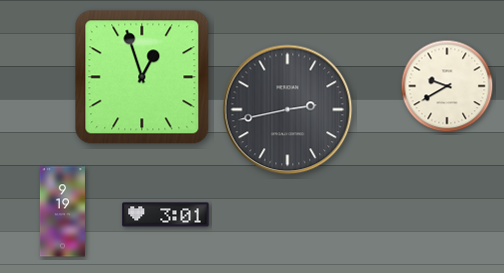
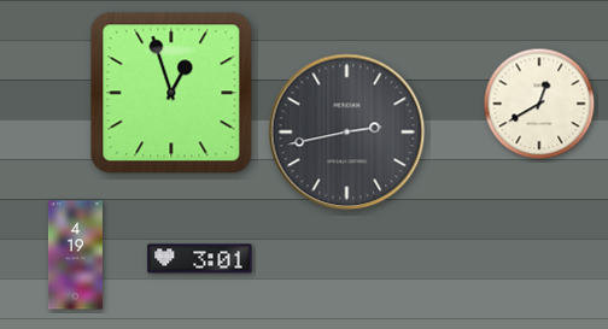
clock at (447, 86): 9:40 -> 12:40
clock at (62, 212): 9:19 -> 4:19
